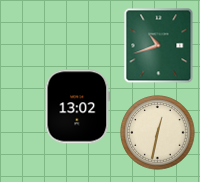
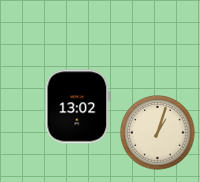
clock at (159, 46): 10:42 -> none
clock at (158, 133): 12:32 -> 1:03
